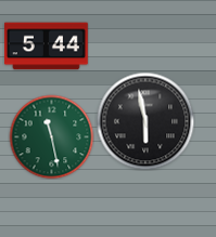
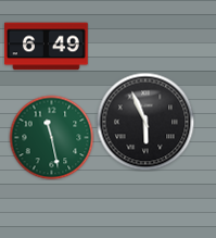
clock at (47, 47): 5:44 -> 6:49
clock at (145, 121): 5:58 -> 5:56
